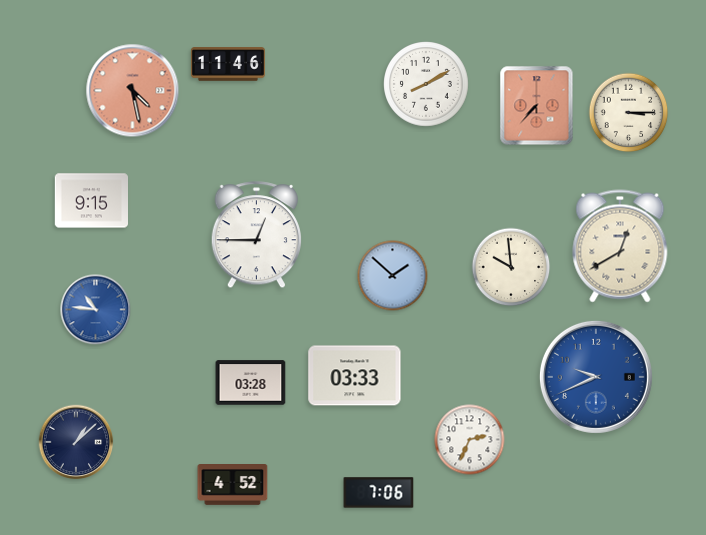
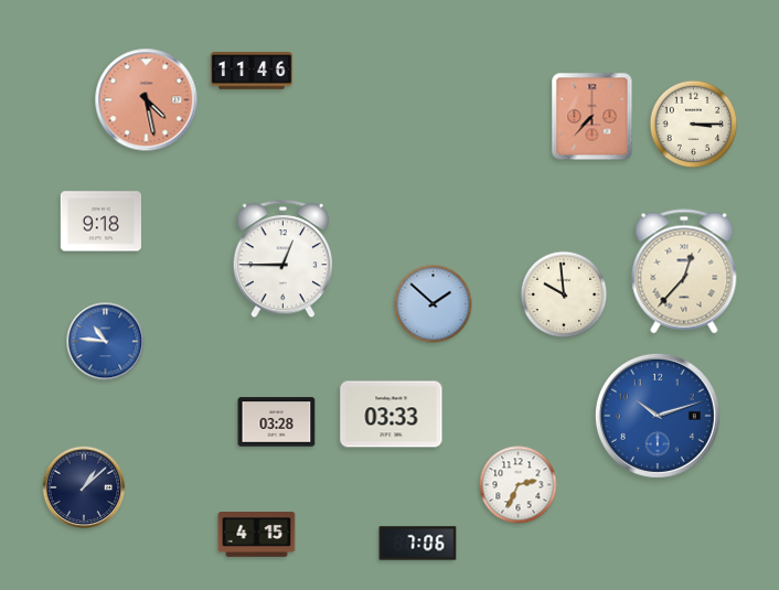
clock at (426, 84): 8:10 -> none
clock at (91, 201): 9:15 -> 9:18
clock at (620, 246): 12:40 -> 12:37
clock at (596, 377): 9:41 -> 10:12
clock at (233, 485): 4:52 -> 4:15
